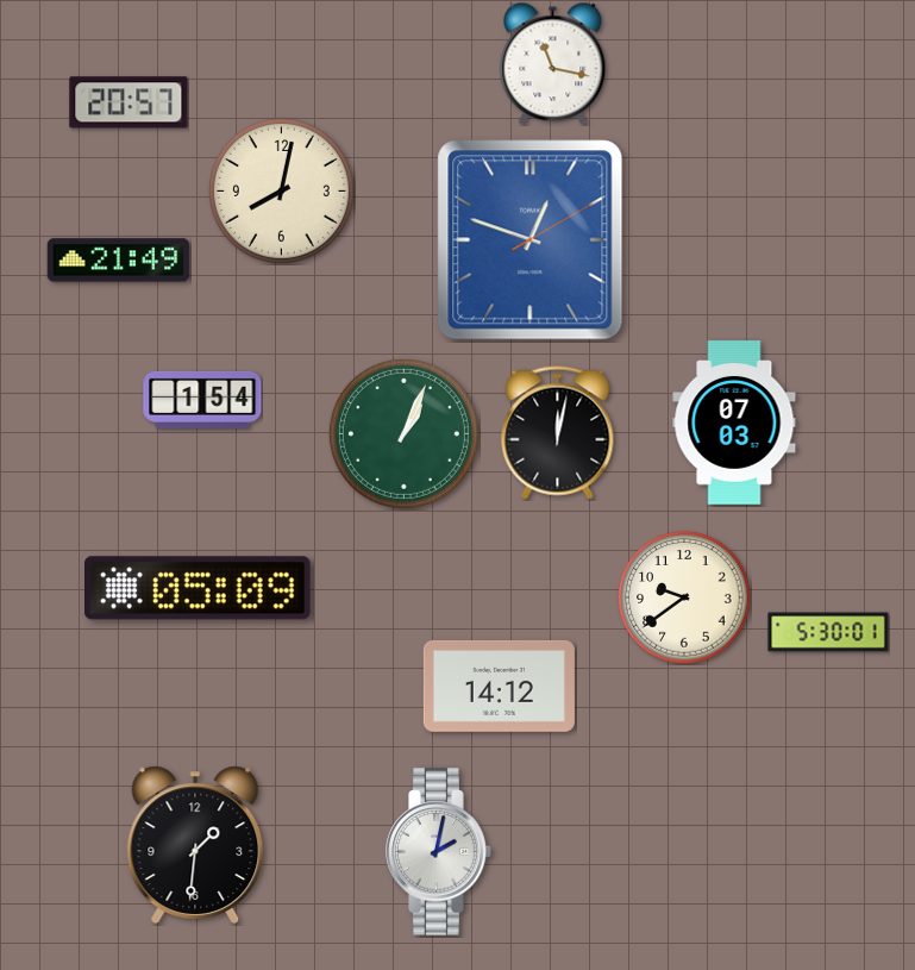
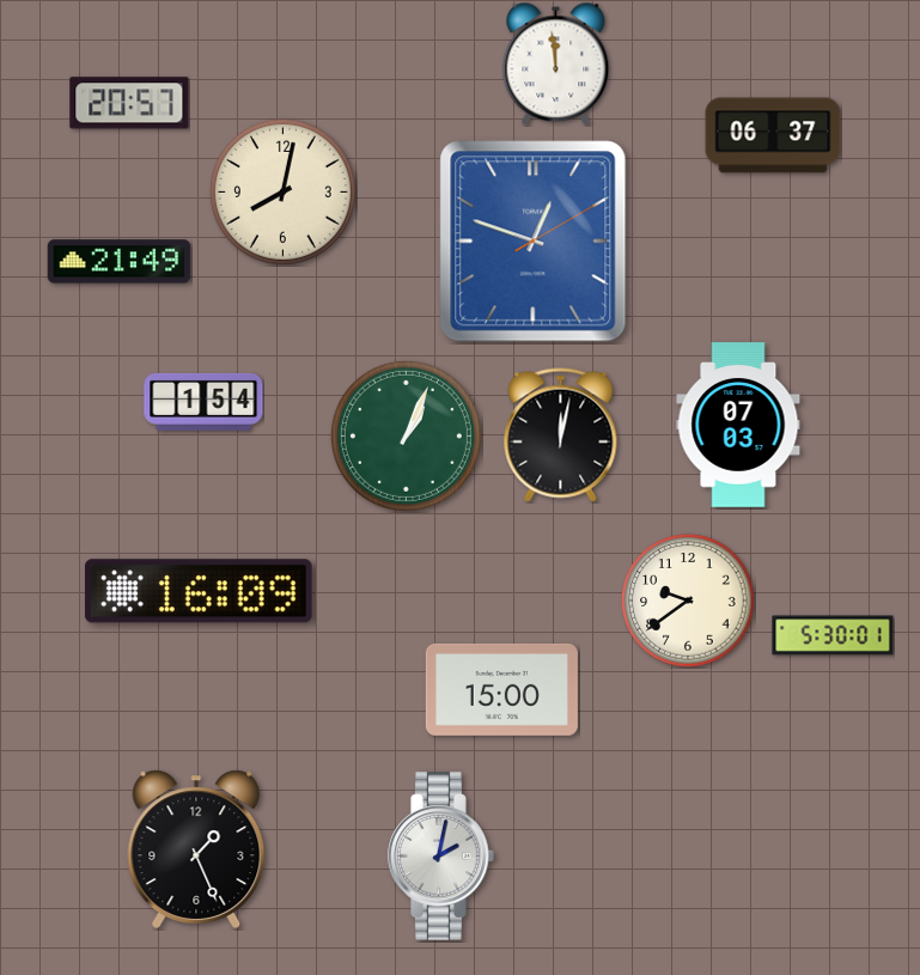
clock at (553, 63): 11:17 -> 11:59
clock at (773, 135): none -> 06:37
clock at (198, 588): 05:09 -> 16:09
clock at (499, 686): 14:12 -> 15:00
clock at (195, 845): 1:31 -> 1:26
